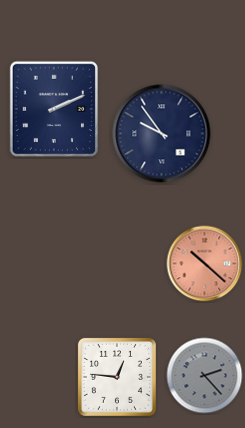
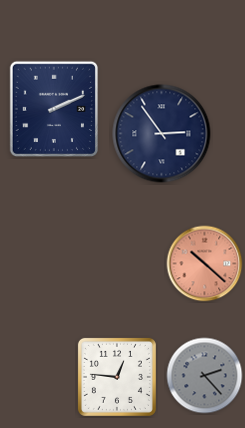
clock at (162, 134): 9:54 -> 2:54
